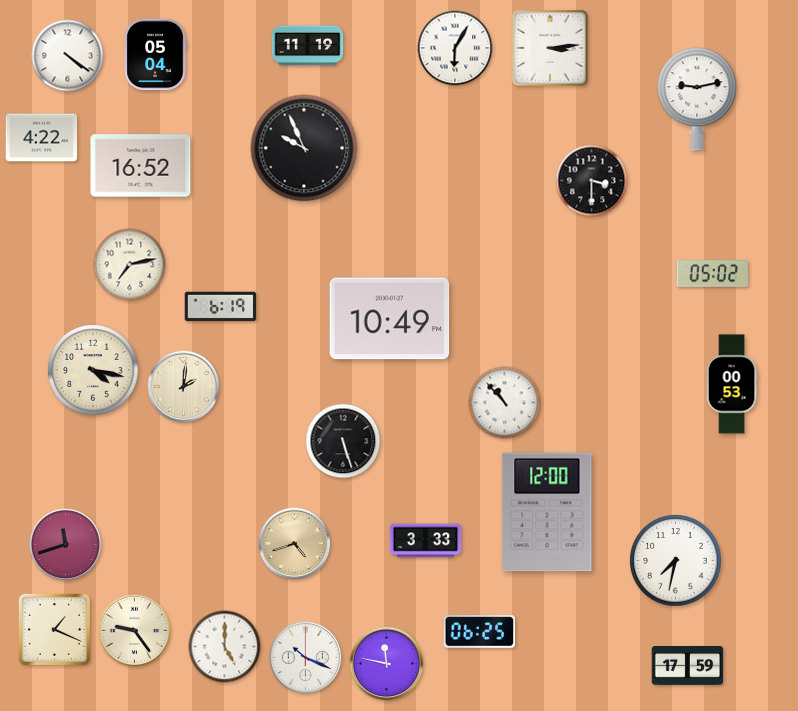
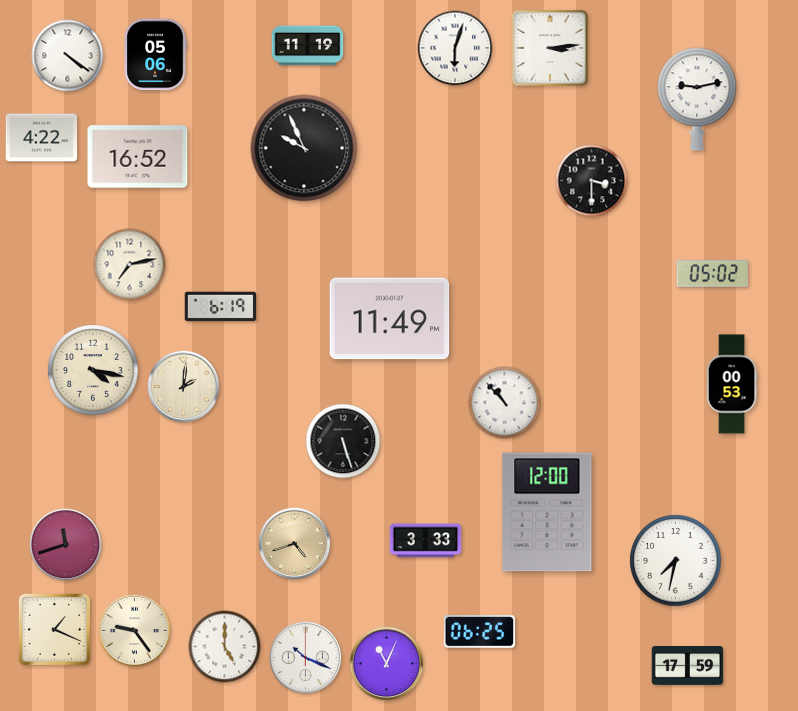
clock at (455, 48): 6:05 -> 6:03
clock at (155, 55): 05:04 -> 05:06
clock at (141, 166) position: (141, 166) -> (138, 157)
clock at (390, 319): 10:49 -> 11:49
clock at (387, 664): 11:47 -> 11:04
